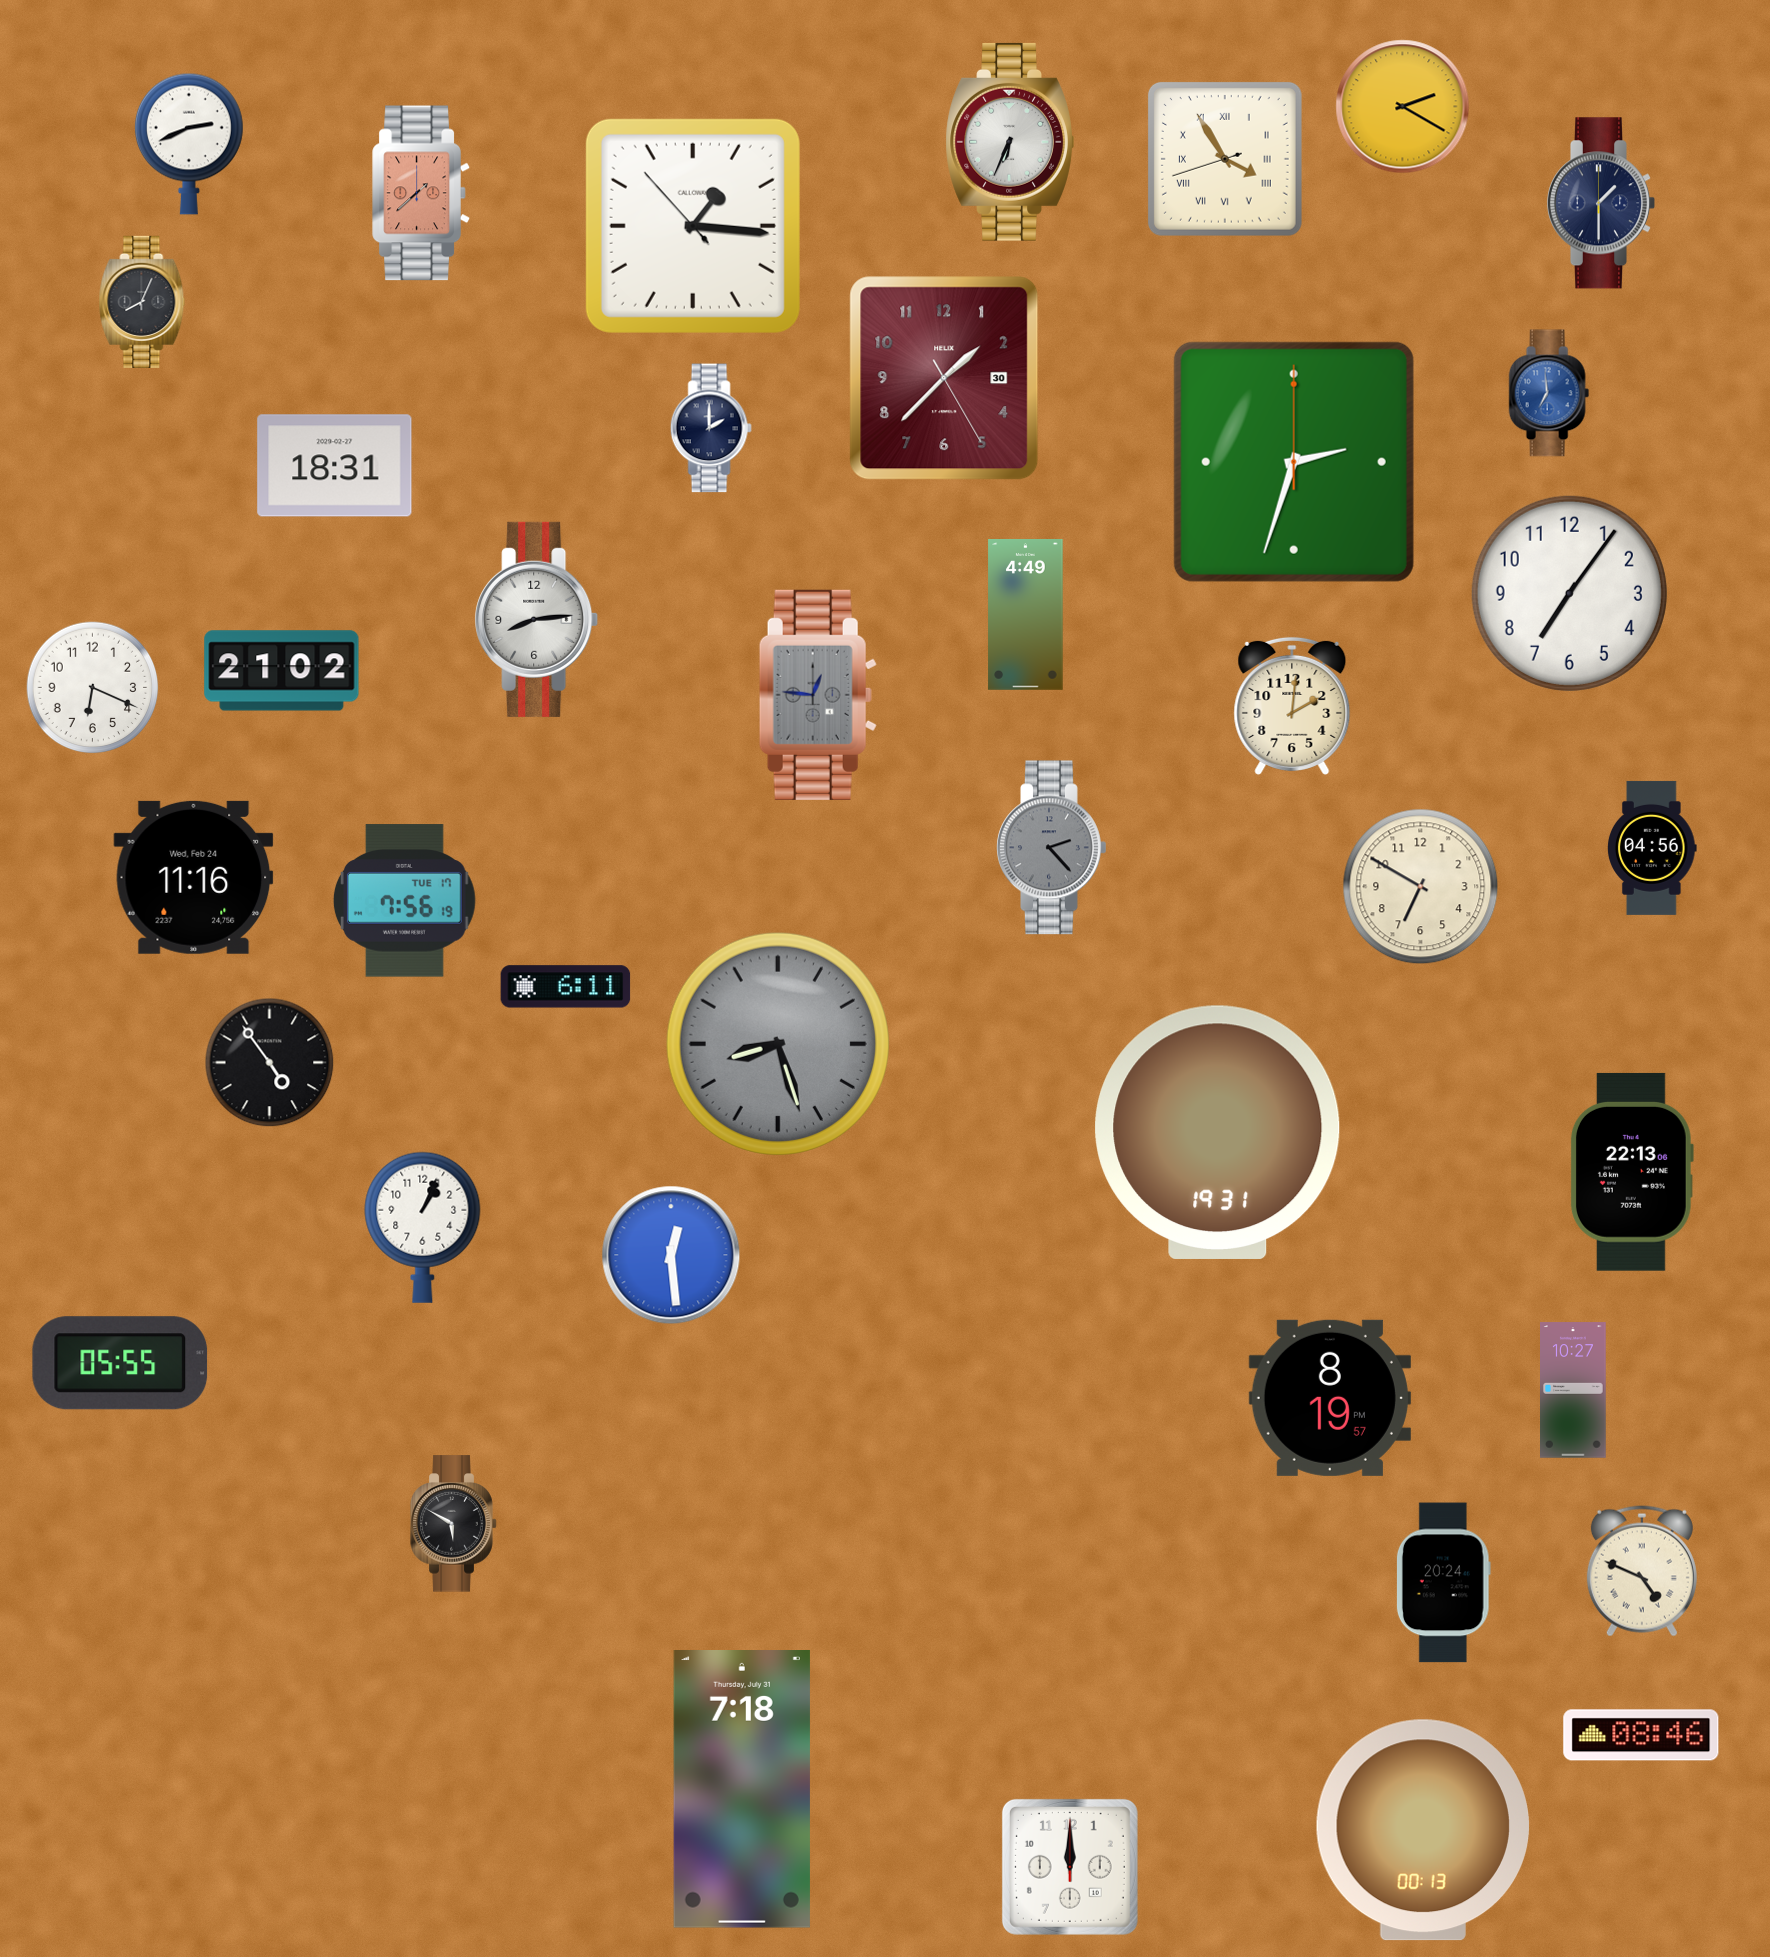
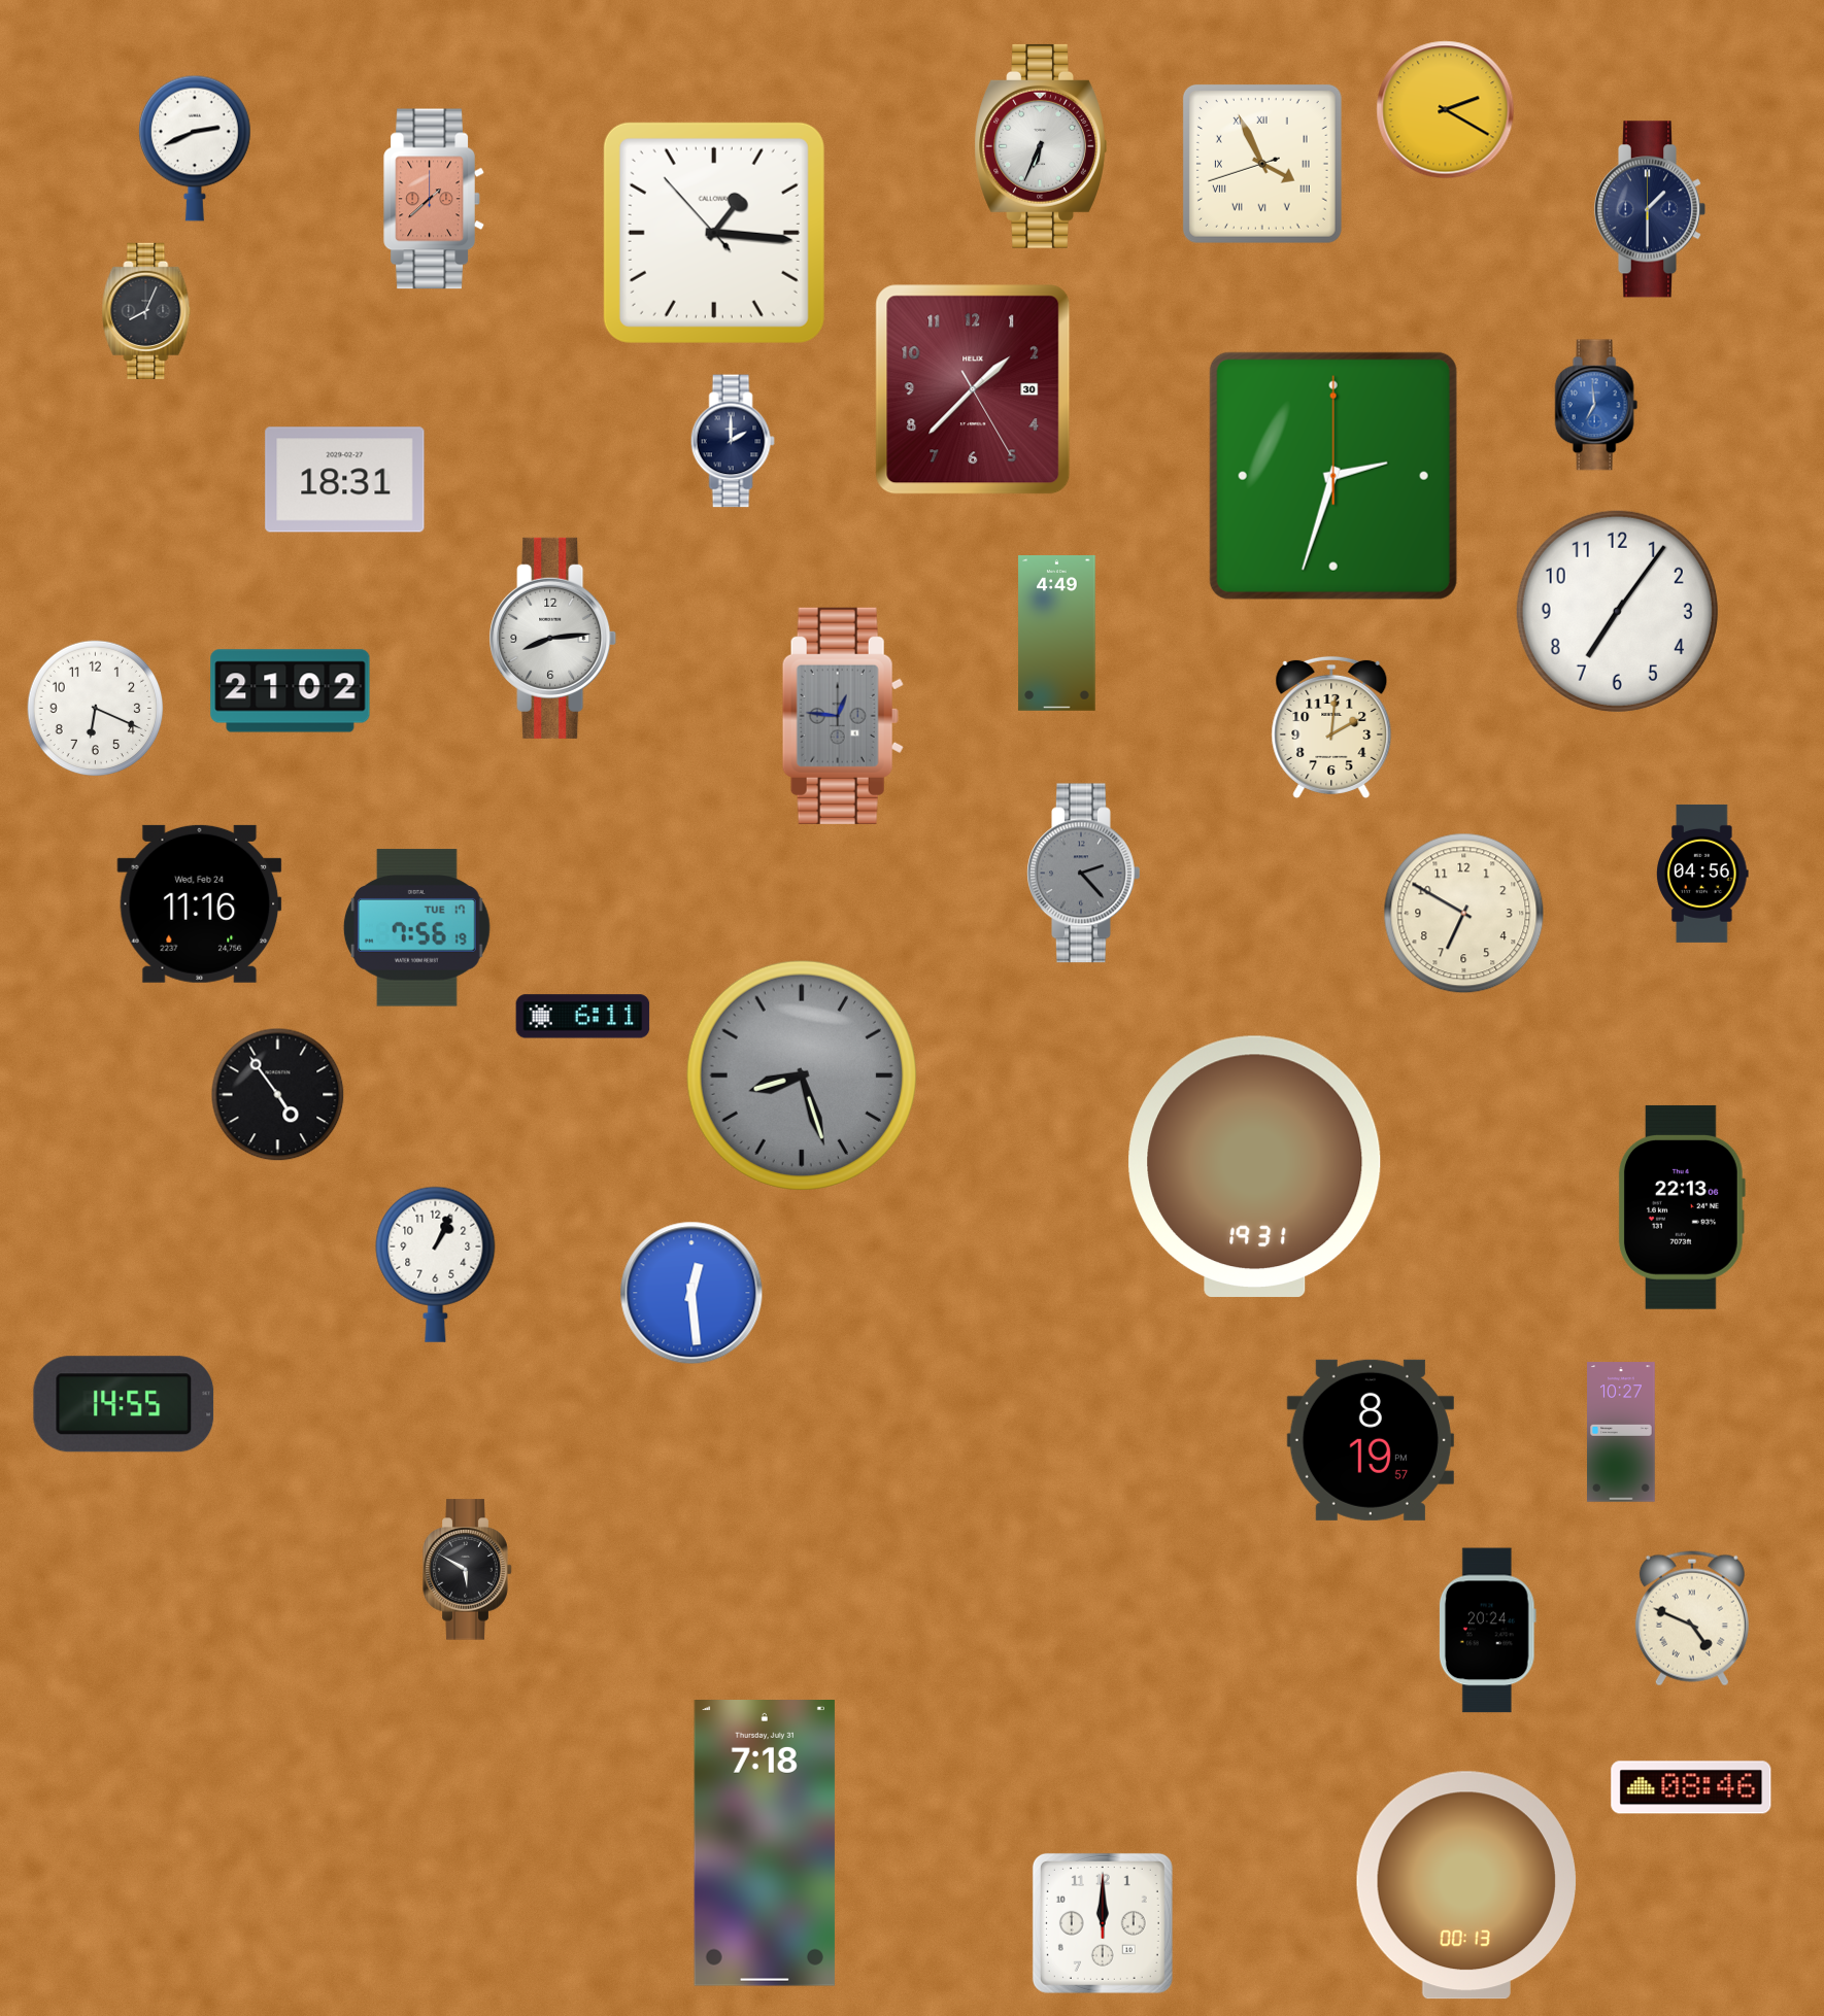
clock at (1225, 159): 3:54 -> 3:55
clock at (120, 1363): 05:55 -> 14:55
